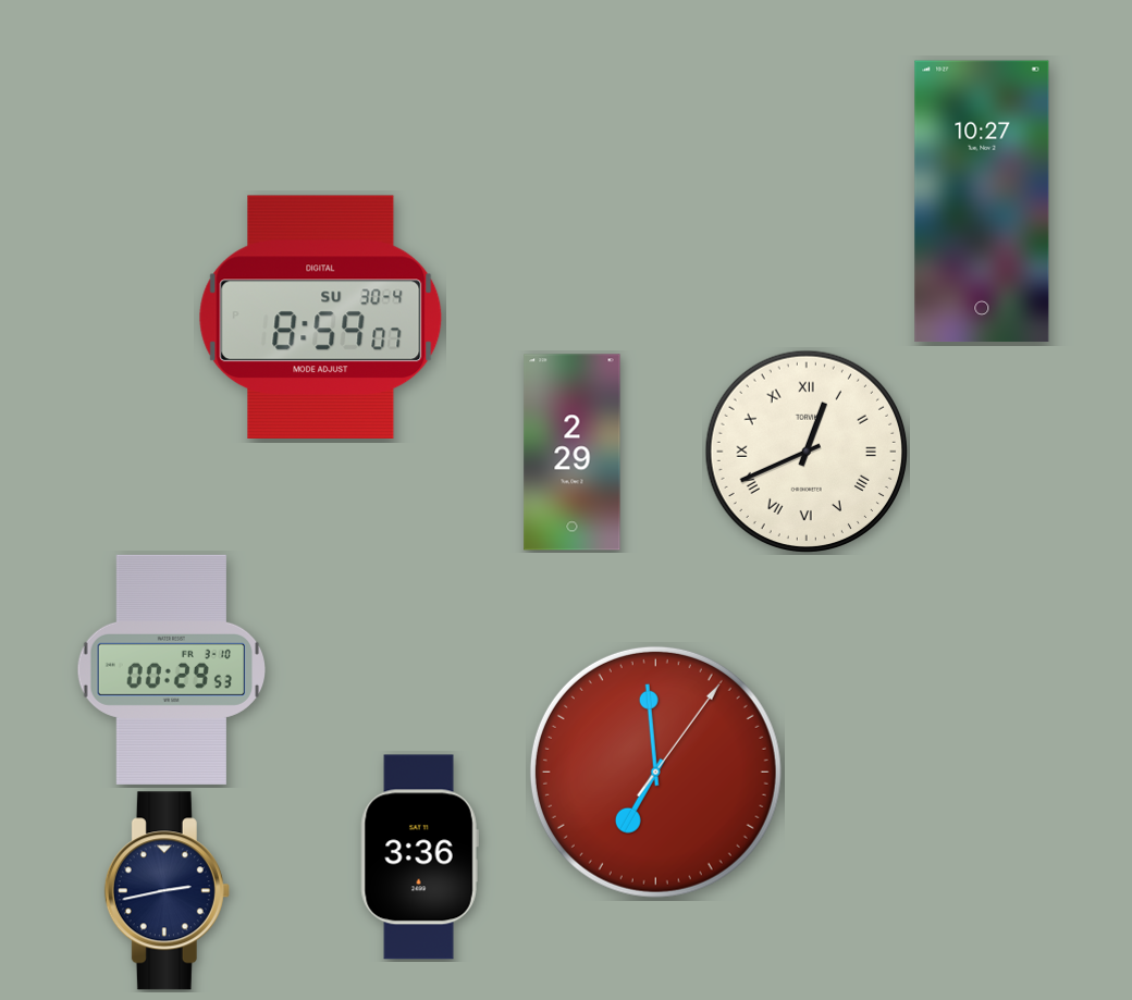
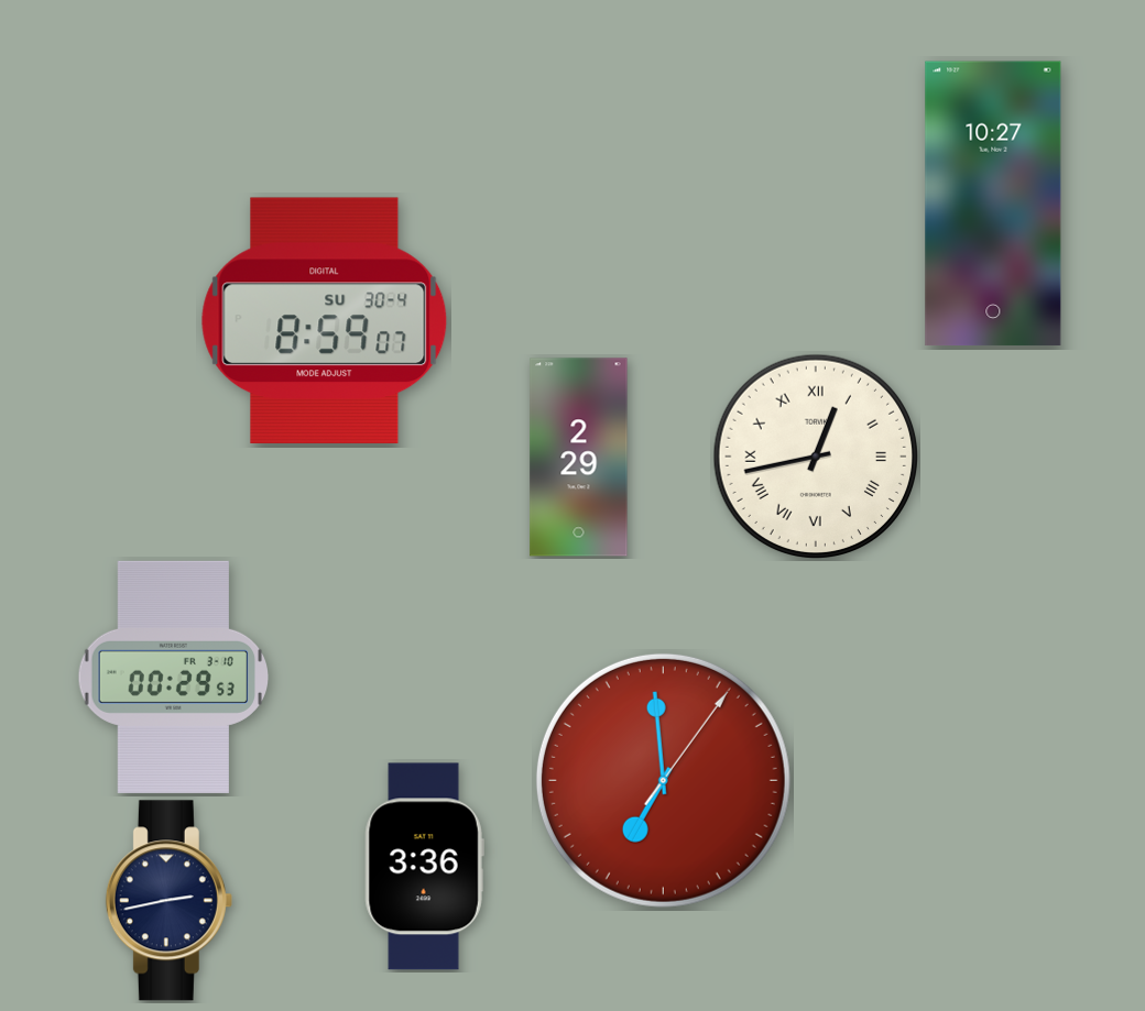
clock at (805, 450): 12:41 -> 12:43
